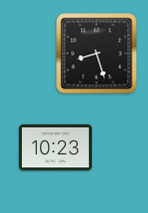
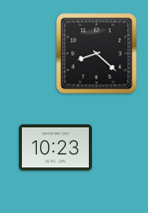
clock at (97, 54): 8:27 -> 8:22
